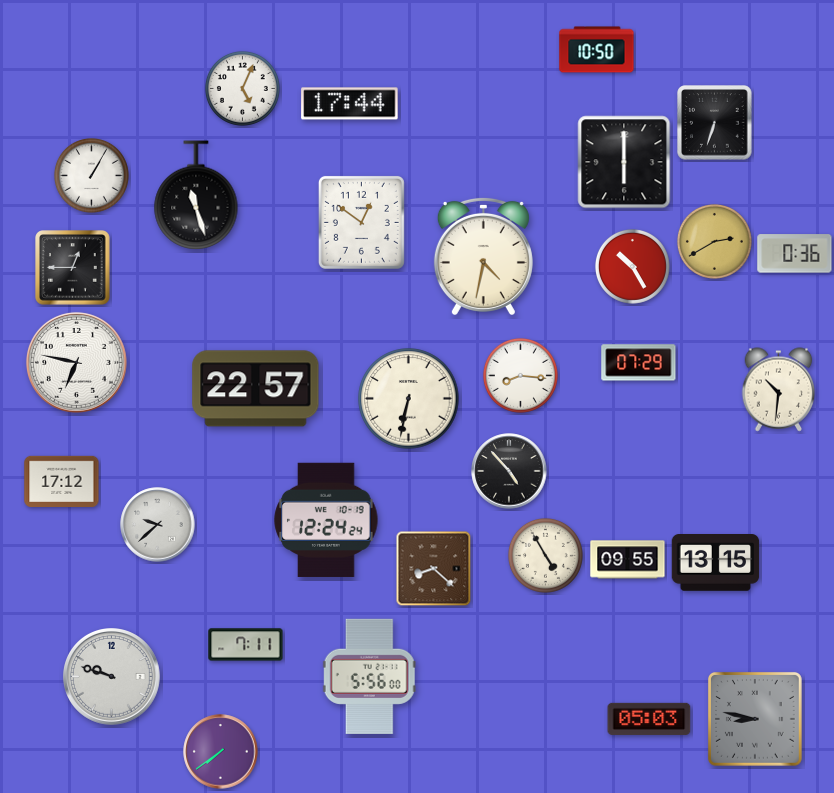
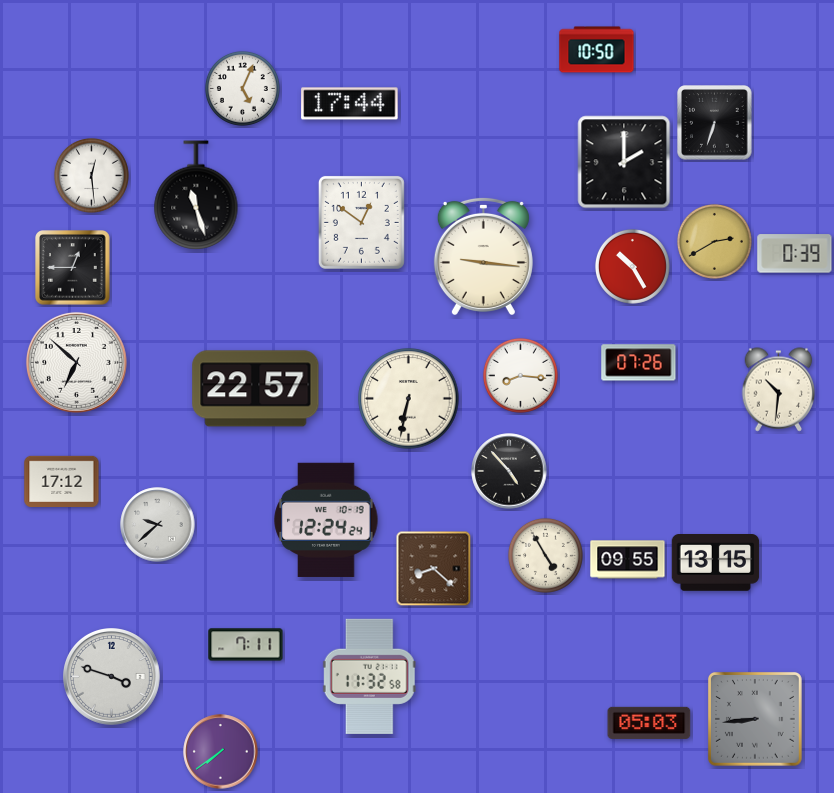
clock at (624, 162): 6:00 -> 2:00
clock at (91, 175): 1:05 -> 12:29
clock at (795, 254): 0:36 -> 0:39
clock at (483, 256): 4:32 -> 9:16
clock at (76, 362): 6:47 -> 6:52
clock at (639, 363): 07:29 -> 07:26
clock at (369, 676): 5:56 -> 11:32
clock at (112, 677): 9:48 -> 3:48
clock at (649, 719) position: (649, 719) -> (649, 723)
clock at (755, 719): 8:47 -> 8:44
